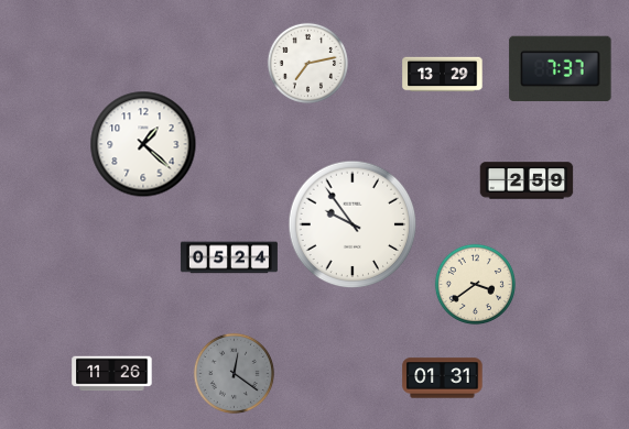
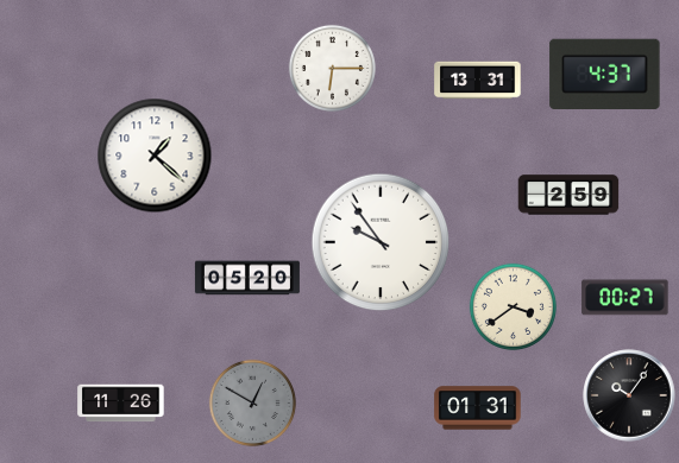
clock at (307, 63): 7:13 -> 6:15
clock at (561, 68): 7:37 -> 4:37
clock at (443, 75): 13:29 -> 13:31
clock at (229, 257): 05:24 -> 05:20
clock at (625, 298): none -> 00:27
clock at (629, 395): none -> 10:06
clock at (234, 373): 12:21 -> 12:50
